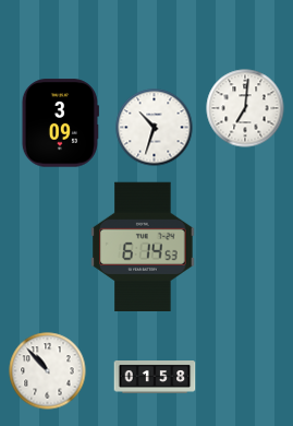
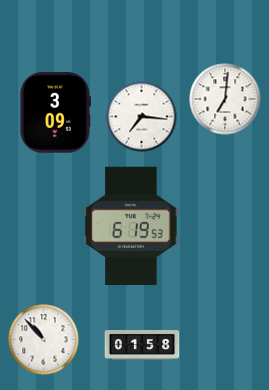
clock at (155, 128): 10:33 -> 7:16
clock at (143, 246): 6:14 -> 6:19
